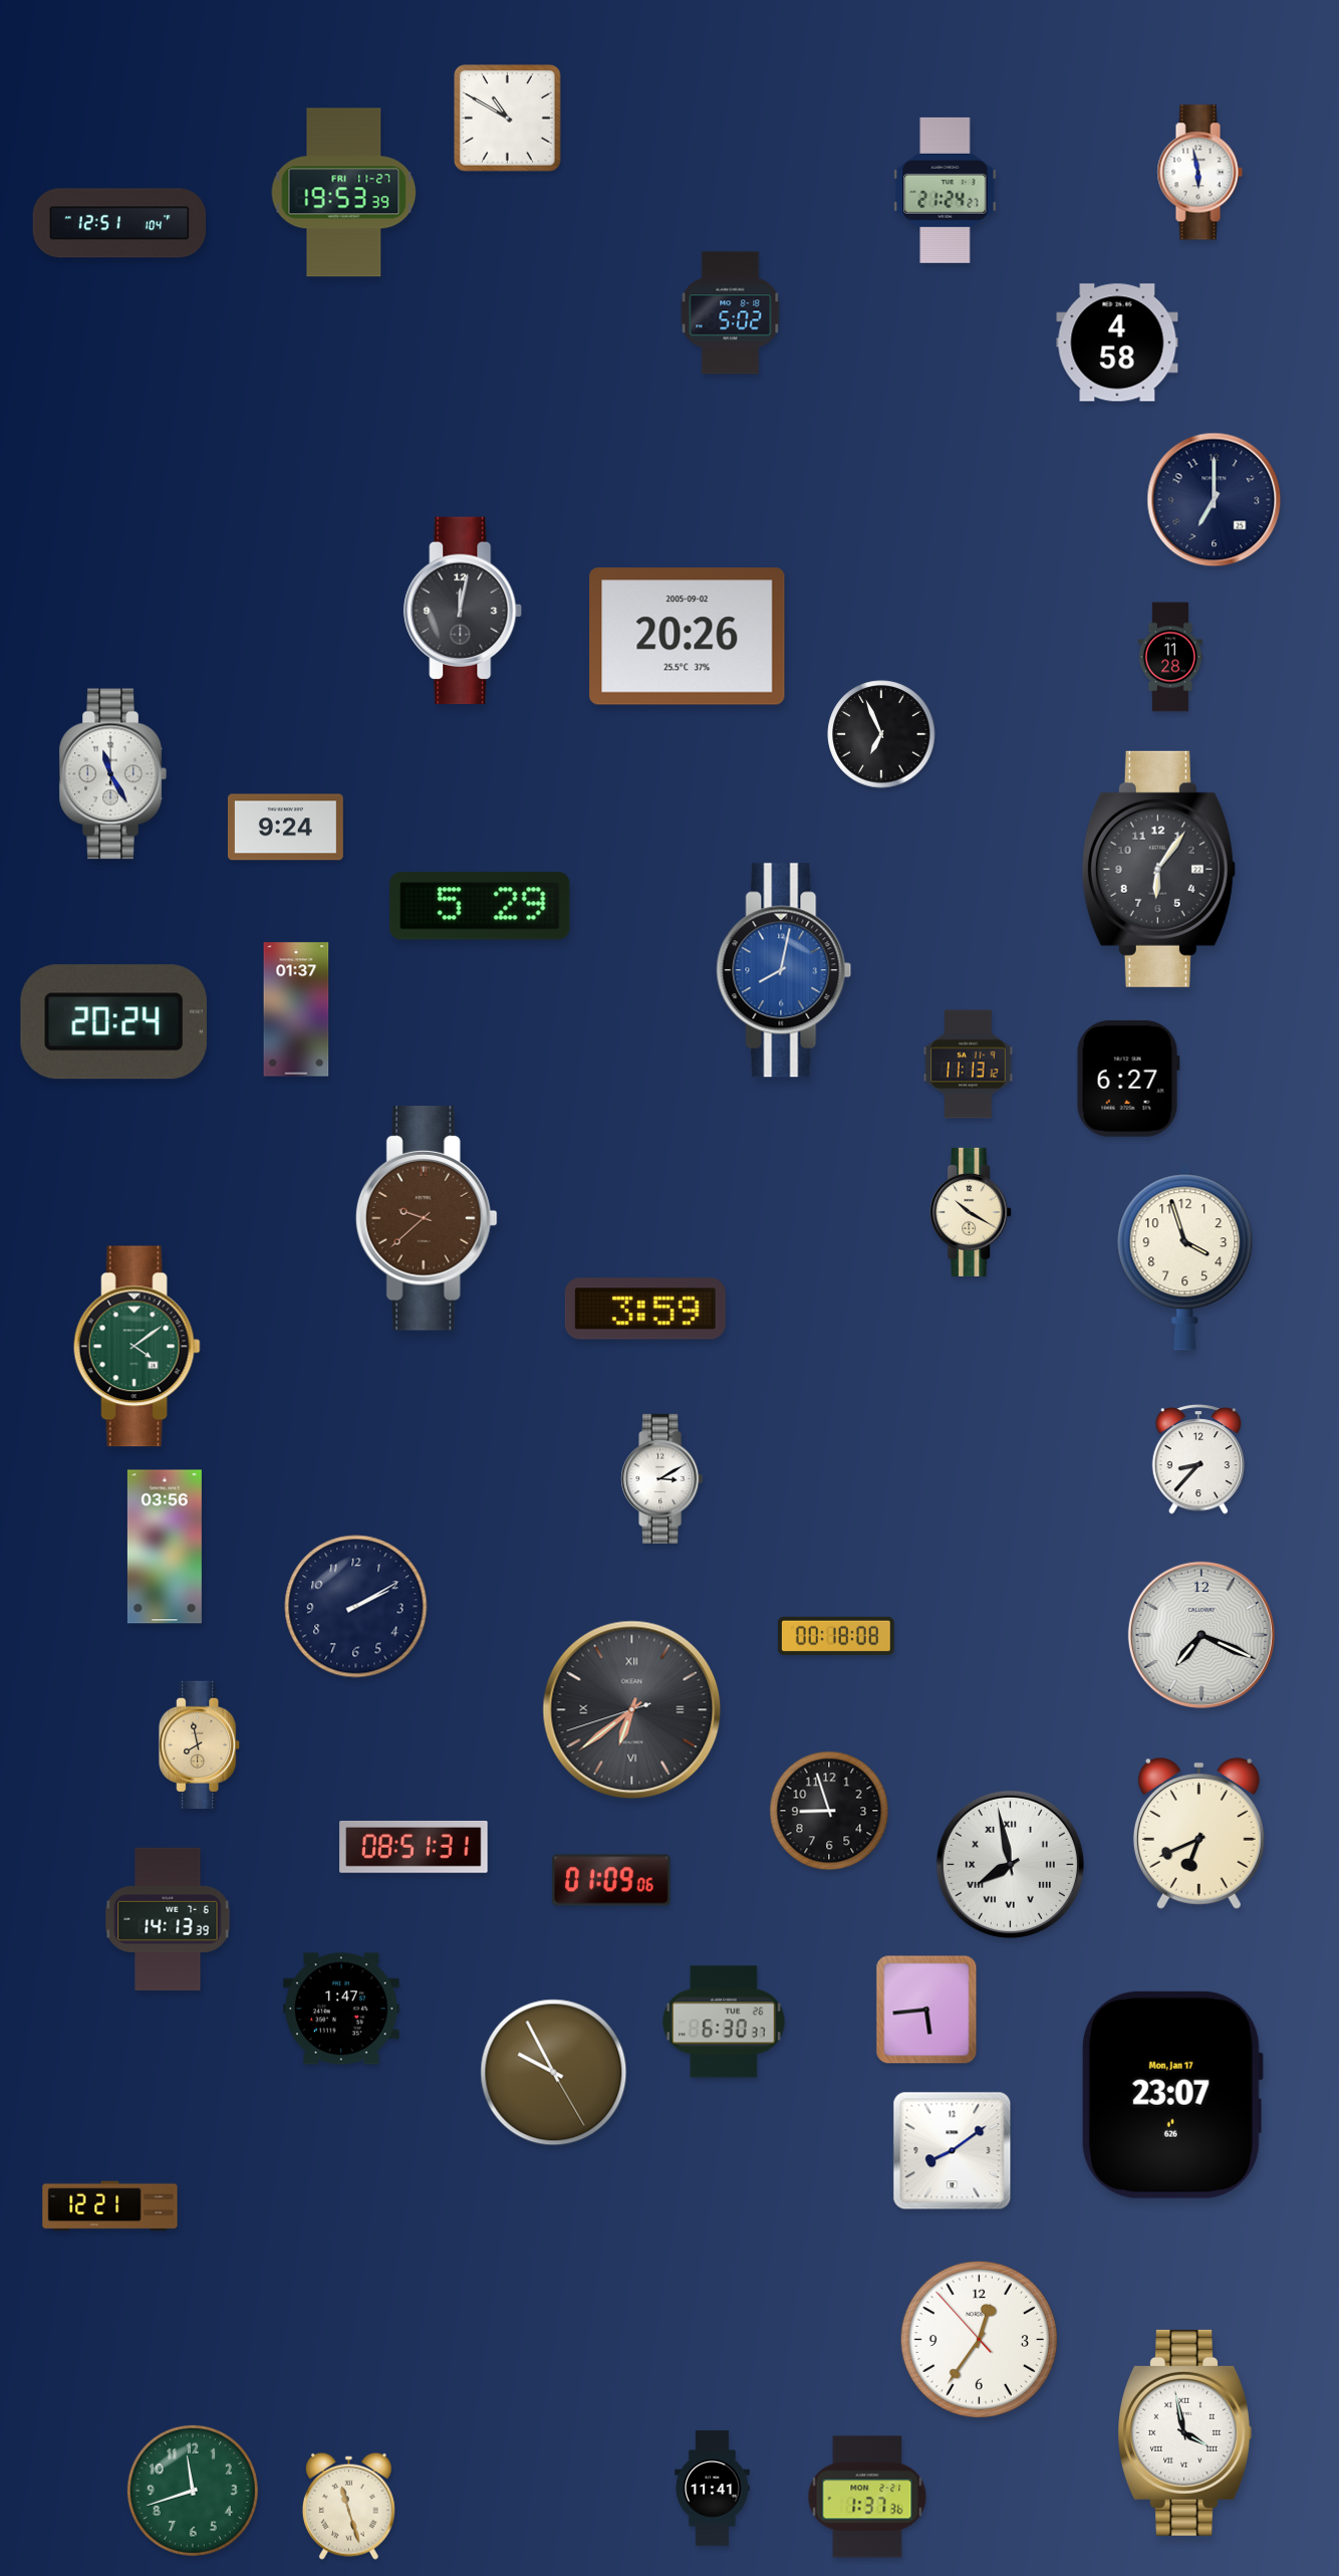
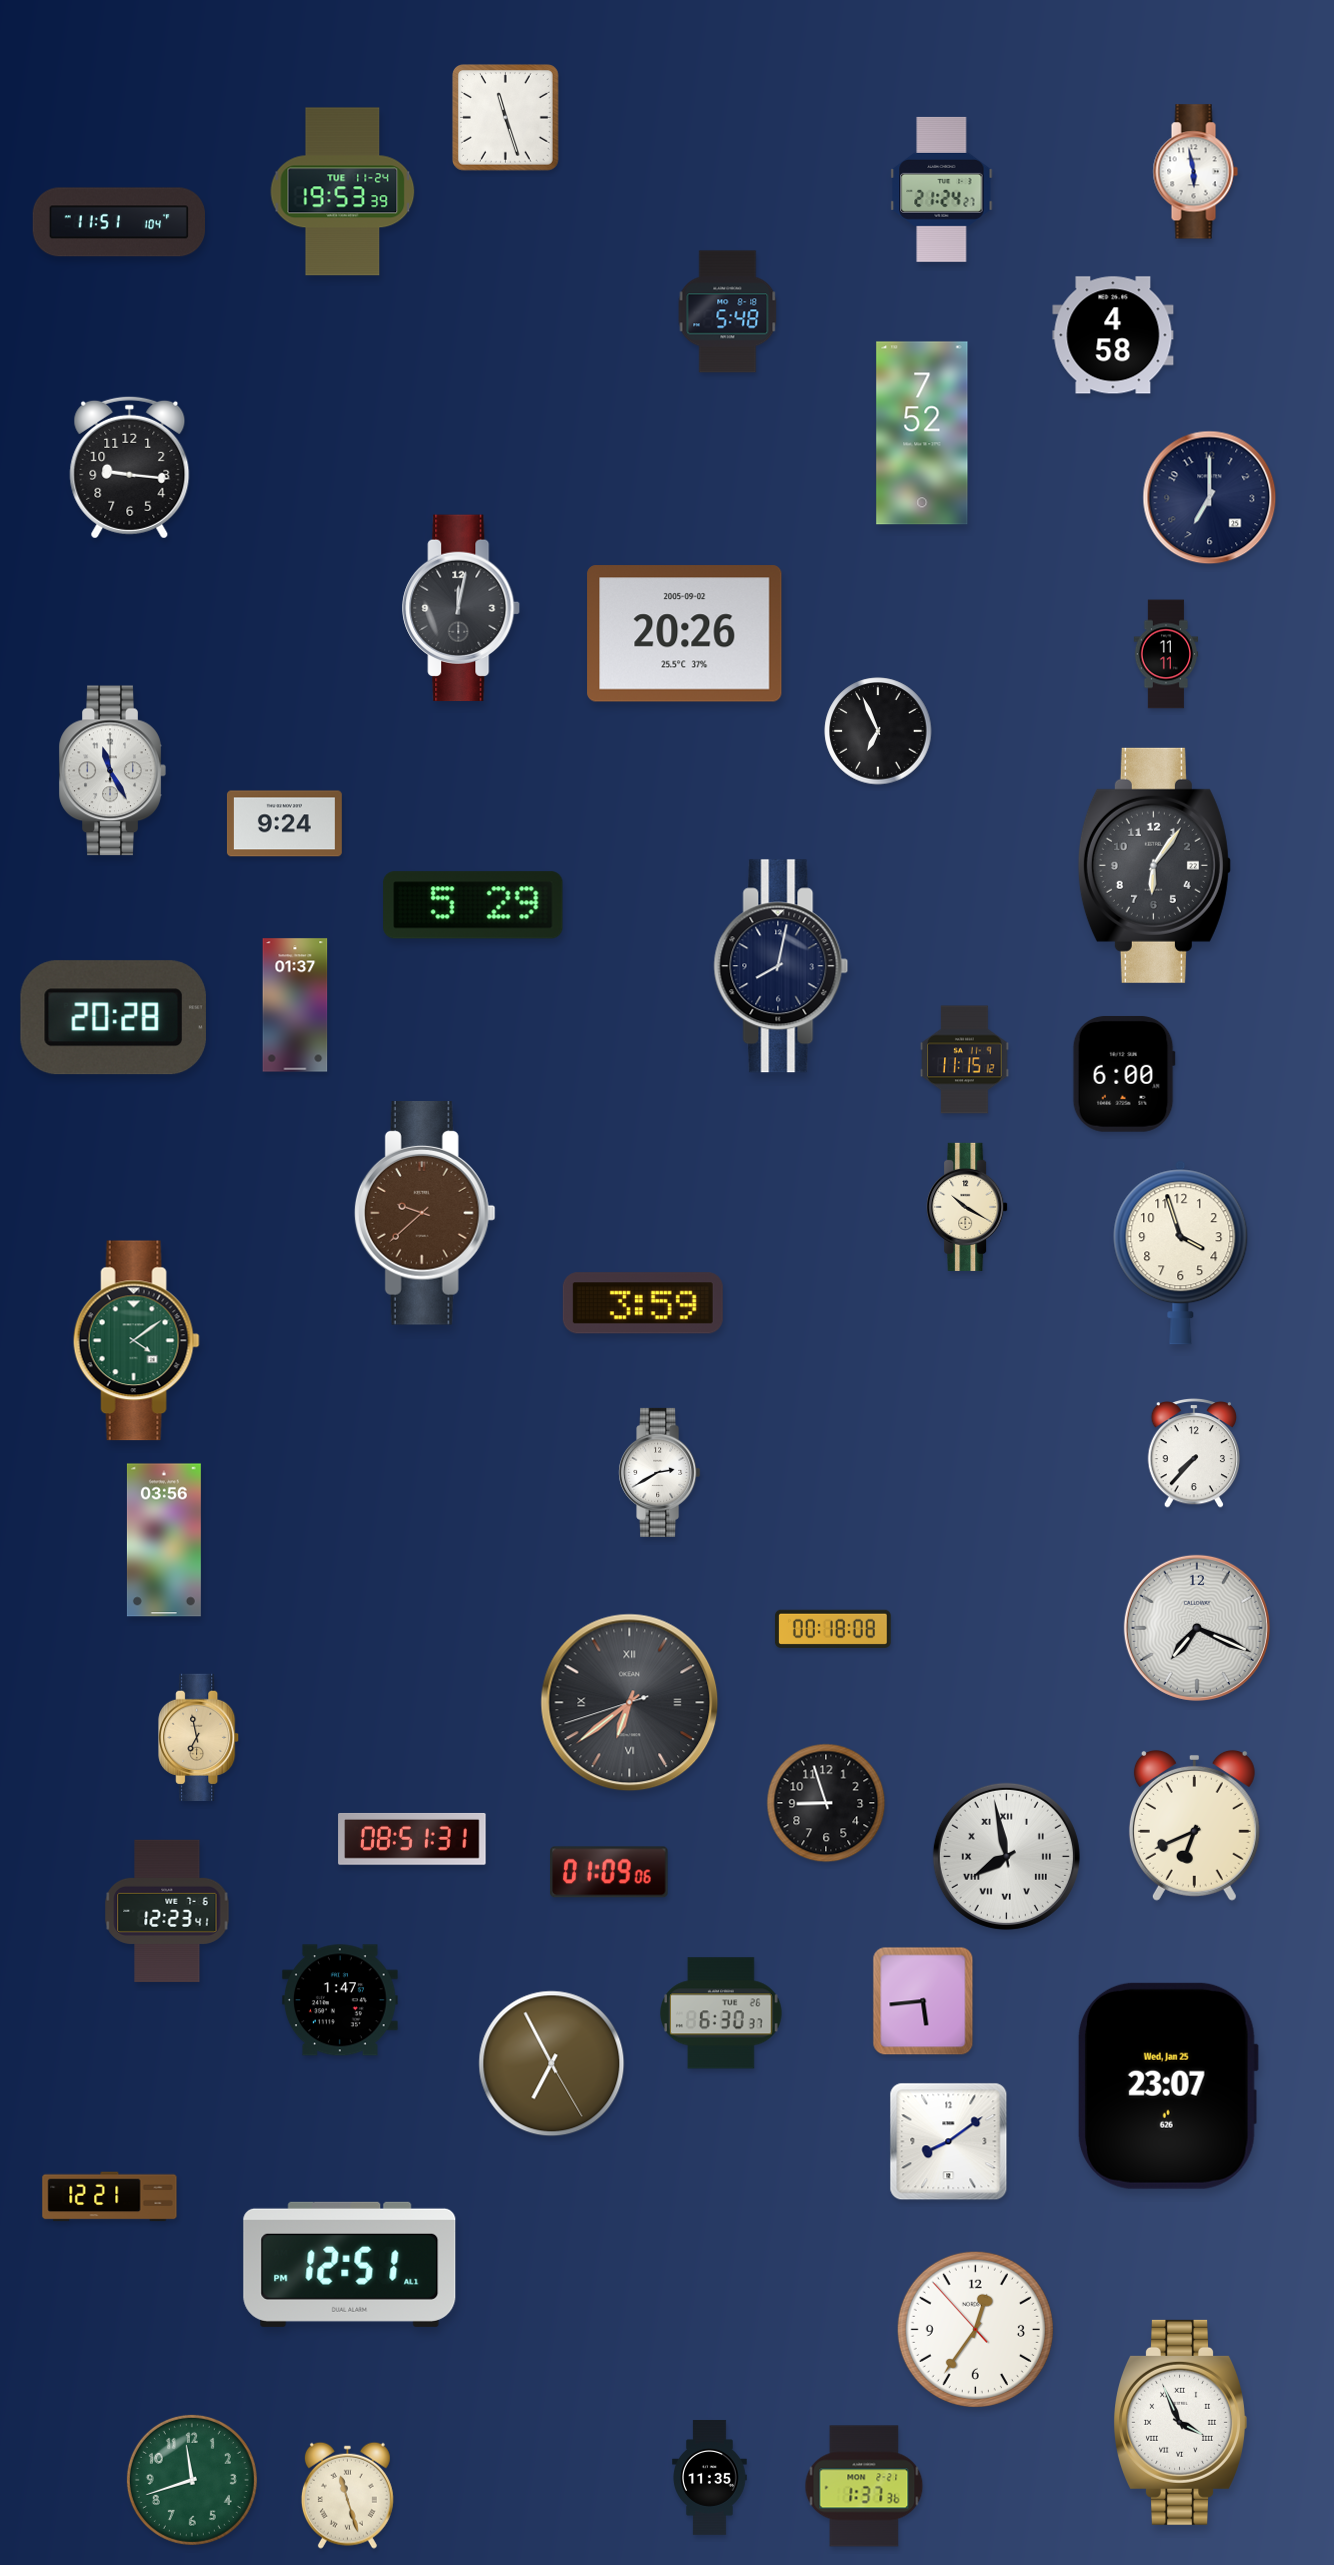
clock at (508, 119): 10:50 -> 11:27
clock at (344, 193) date: FRI 11-27 -> TUE 11-24
clock at (118, 223): 12:51 -> 11:51
clock at (731, 313): 5:02 -> 5:48
clock at (1117, 342) position: (1117, 342) -> (1113, 335)
clock at (922, 433): none -> 7:52
clock at (130, 467): none -> 9:16
clock at (1170, 657): 11:28 -> 11:11
clock at (480, 906) position: (480, 906) -> (473, 905)
clock at (784, 970) dial: blue -> navy
clock at (113, 1022): 20:24 -> 20:28
clock at (969, 1065): 11:13 -> 11:15
clock at (1128, 1079): 6:27 -> 6:00
clock at (1197, 1460): 8:37 -> 7:37
clock at (662, 1478): 3:10 -> 2:40
clock at (356, 1607): 2:10 -> none
clock at (200, 1744): 7:58 -> 6:58
clock at (168, 1918): 14:13 -> 12:23
clock at (554, 2073): 9:55 -> 6:55
clock at (1171, 2095) date: Mon, Jan 17 -> Wed, Jan 25
clock at (350, 2264): none -> 12:51
clock at (1184, 2432): 3:58 -> 3:56
clock at (713, 2488): 11:41 -> 11:35
